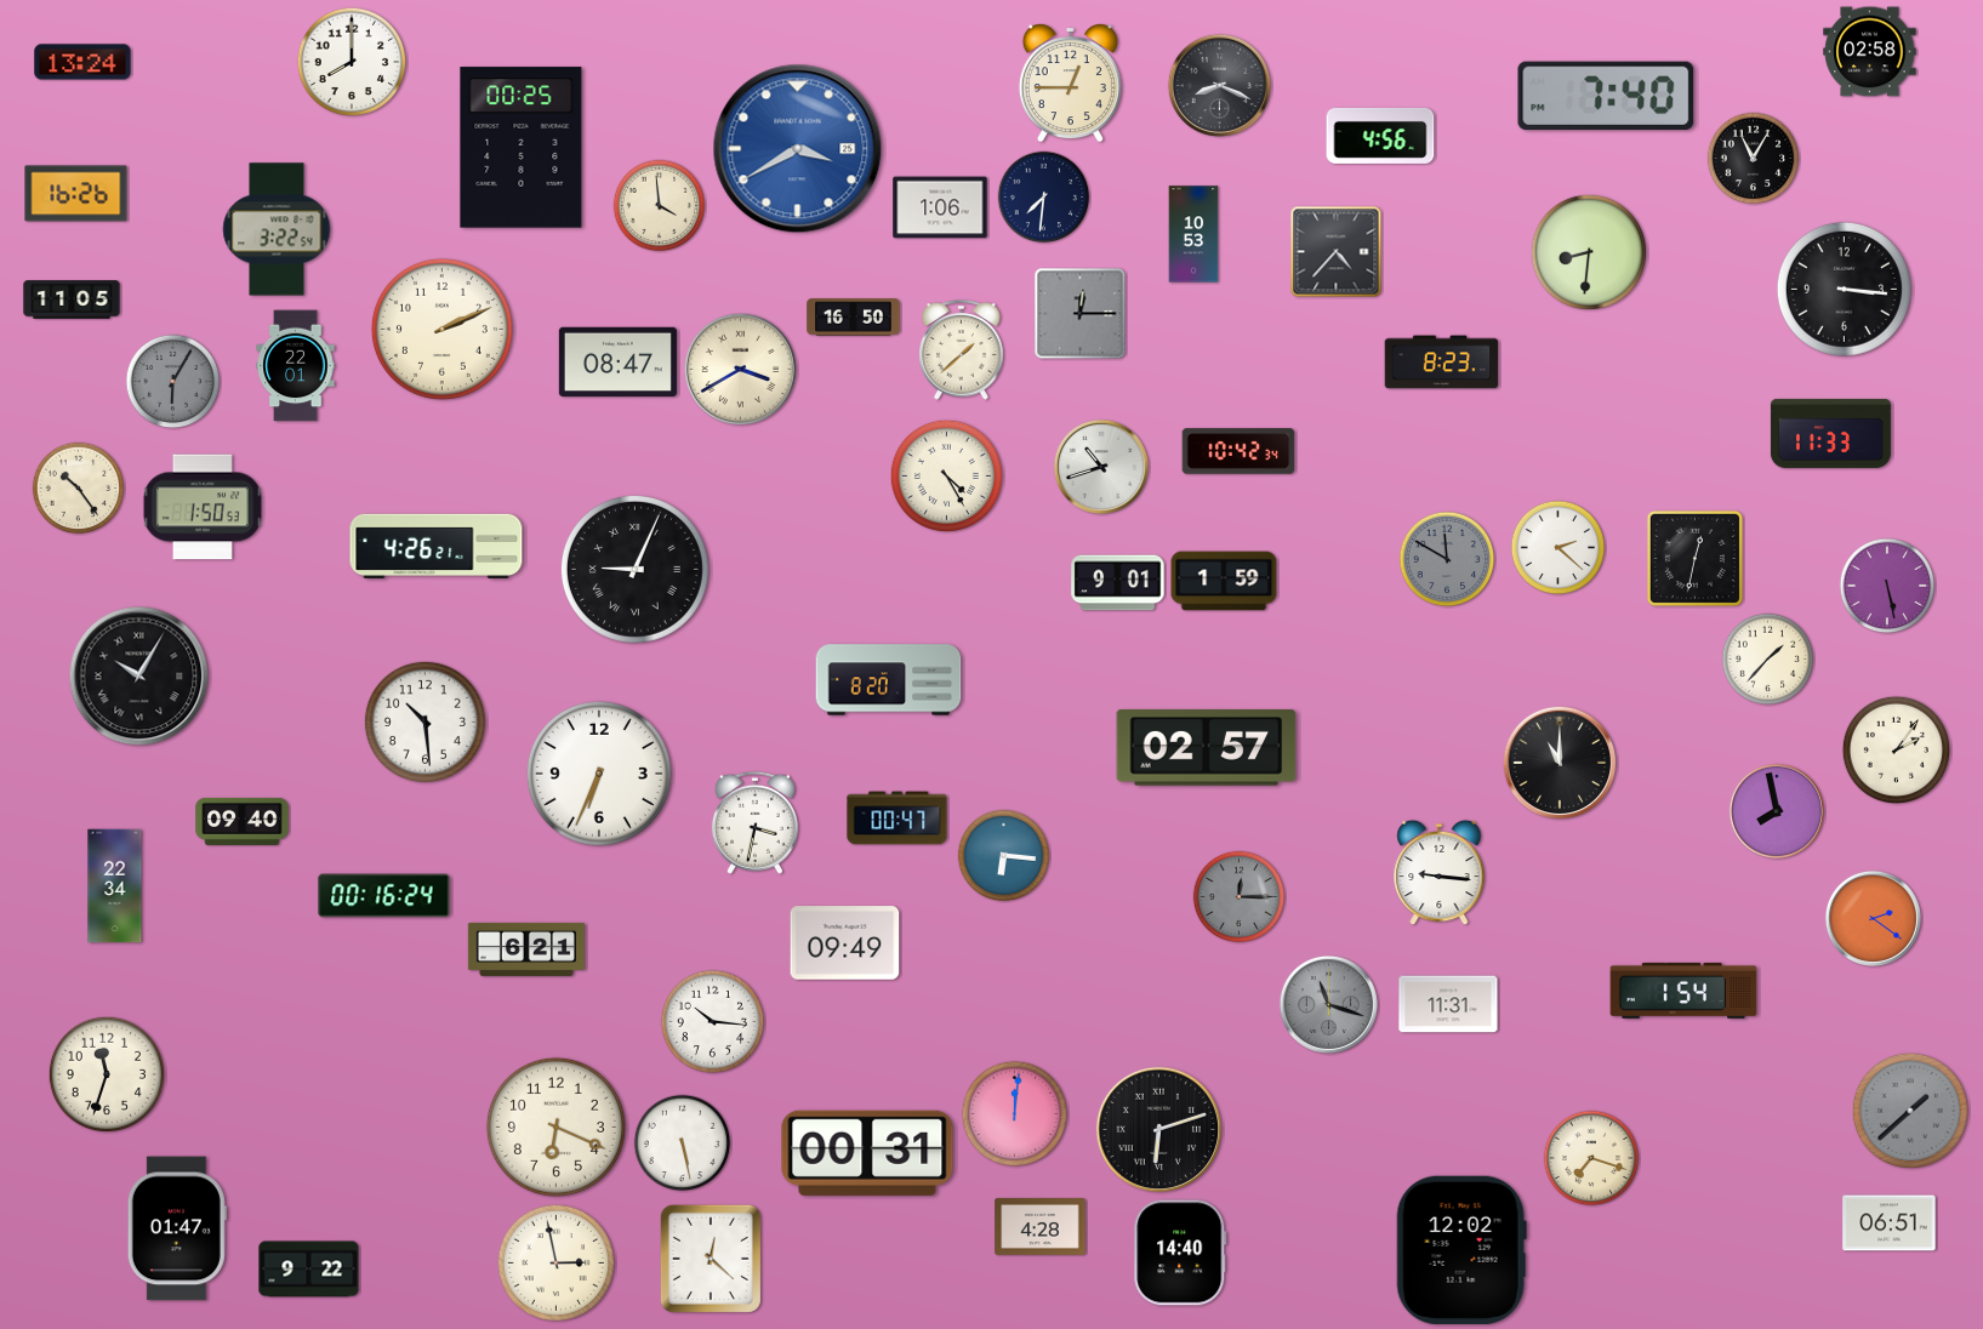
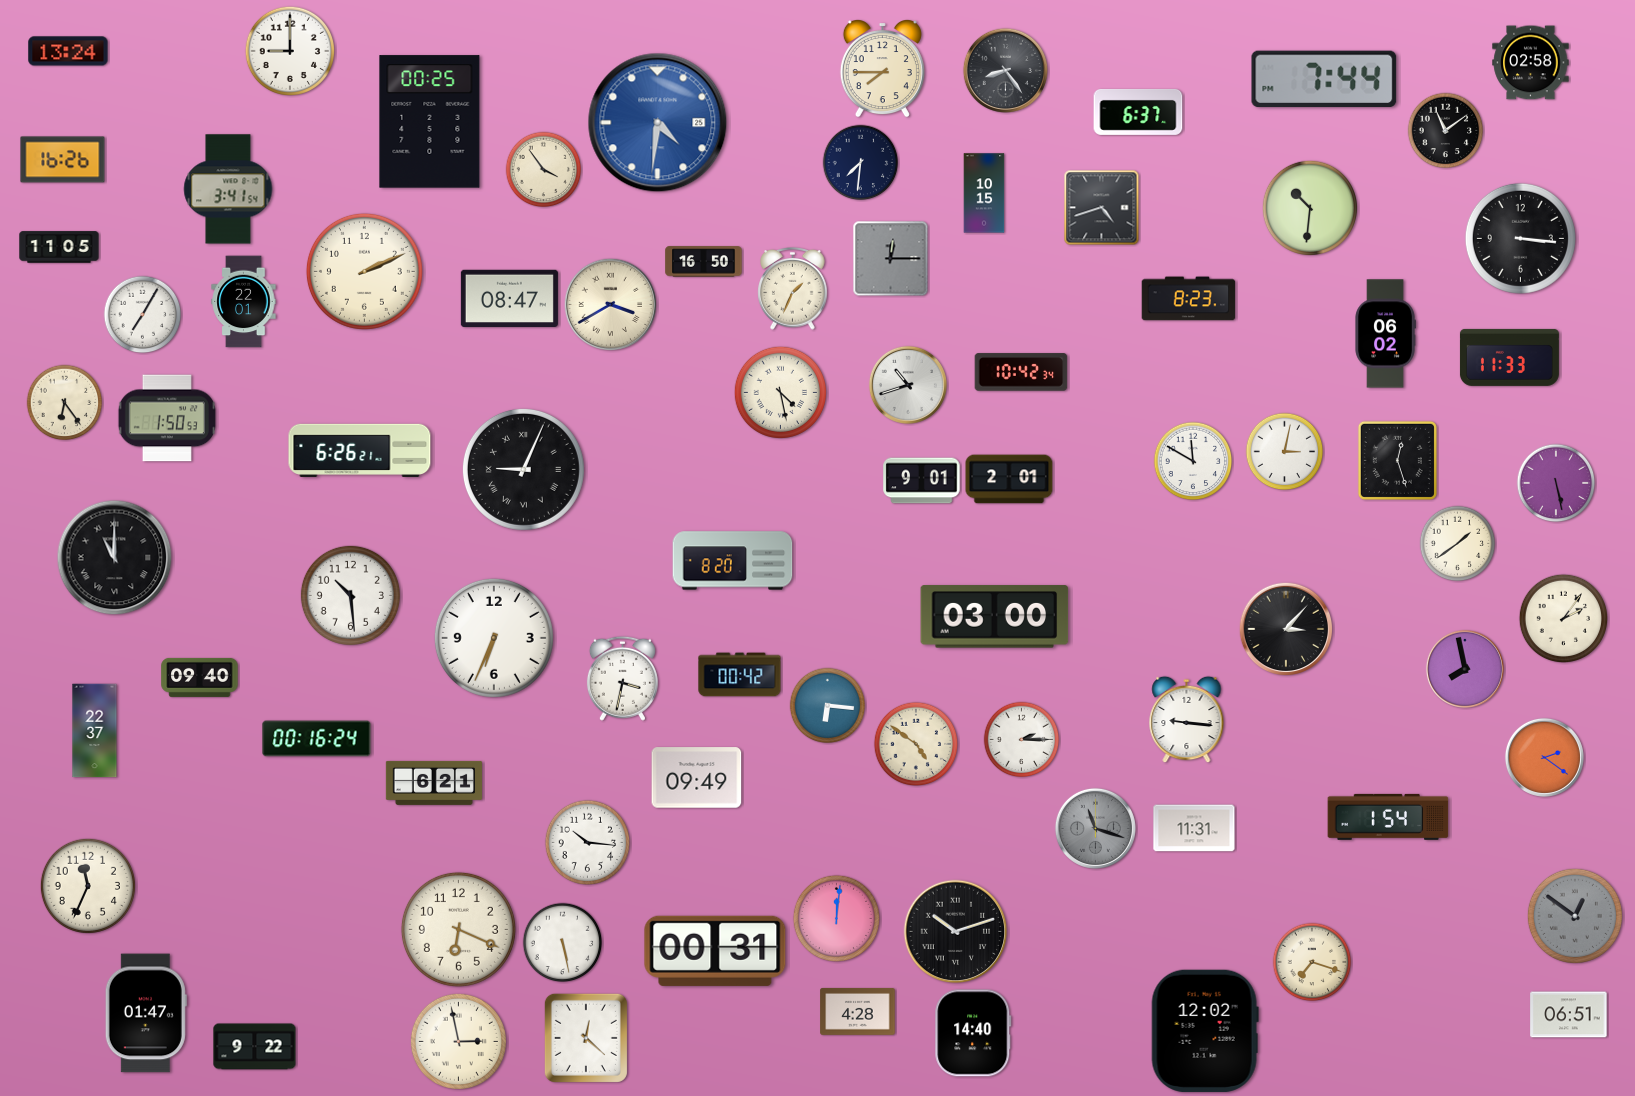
clock at (1870, 52) position: (1870, 52) -> (1531, 63)
clock at (351, 61): 8:00 -> 9:00
clock at (1070, 84): 12:45 -> 7:45
clock at (1219, 85): 8:19 -> 8:24
clock at (1606, 96): 7:40 -> 7:44
clock at (1380, 136): 4:56 -> 6:37
clock at (798, 149): 3:40 -> 4:31
clock at (1754, 159): 11:05 -> 11:09
clock at (660, 206): 3:59 -> 3:54
clock at (940, 207): 1:06 -> none
clock at (277, 229): 3:22 -> 3:41
clock at (1193, 234): 10:53 -> 10:15
clock at (1337, 252): 4:37 -> 4:42
clock at (1589, 252): 8:31 -> 10:31
clock at (962, 350): 1:38 -> 1:34
clock at (173, 382): 6:05 -> 7:05
clock at (173, 382) dial: grey -> white
clock at (1385, 334): none -> 06:02
clock at (946, 475): 4:25 -> 4:28
clock at (79, 489): 10:24 -> 6:24
clock at (437, 546): 4:26 -> 6:26
clock at (1559, 548): 2:22 -> 3:02
clock at (1694, 558): 12:32 -> 12:27
clock at (1447, 559) dial: grey -> white
clock at (1224, 581): 1:59 -> 2:01
clock at (1768, 660): 1:37 -> 1:39
clock at (139, 677): 10:05 -> 11:00
clock at (1207, 748): 02:57 -> 03:00
clock at (1560, 763): 11:00 -> 3:07
clock at (898, 818): 00:47 -> 00:42
clock at (115, 886): 22:34 -> 22:37
clock at (1240, 897): 12:15 -> 2:15
clock at (1240, 897) dial: grey -> white
clock at (916, 744): none -> 4:51
clock at (107, 1074): 11:33 -> 11:34
clock at (1910, 1111): 1:38 -> 12:51
clock at (1159, 1130): 6:12 -> 10:12
clock at (1591, 1158) position: (1591, 1158) -> (1312, 962)
clock at (1890, 1224) position: (1890, 1224) -> (1569, 1015)
